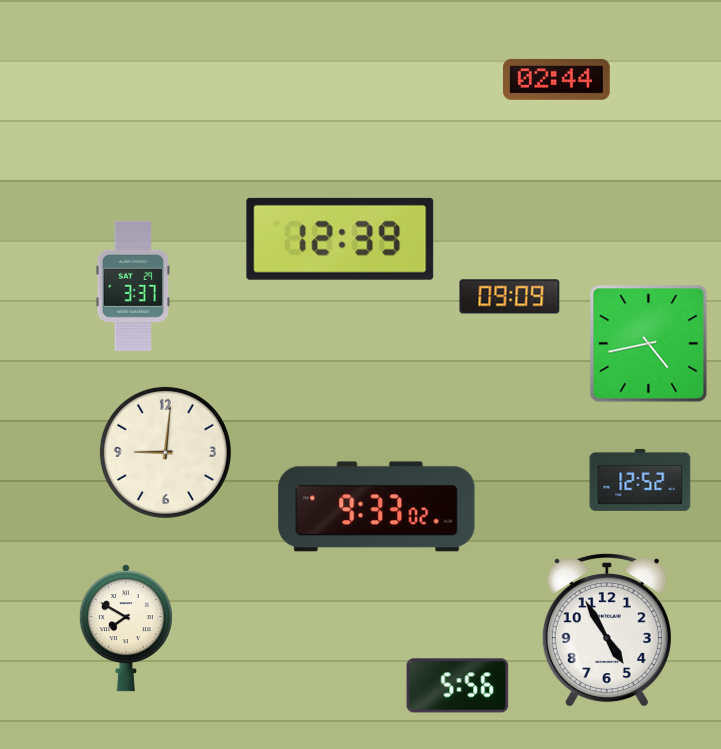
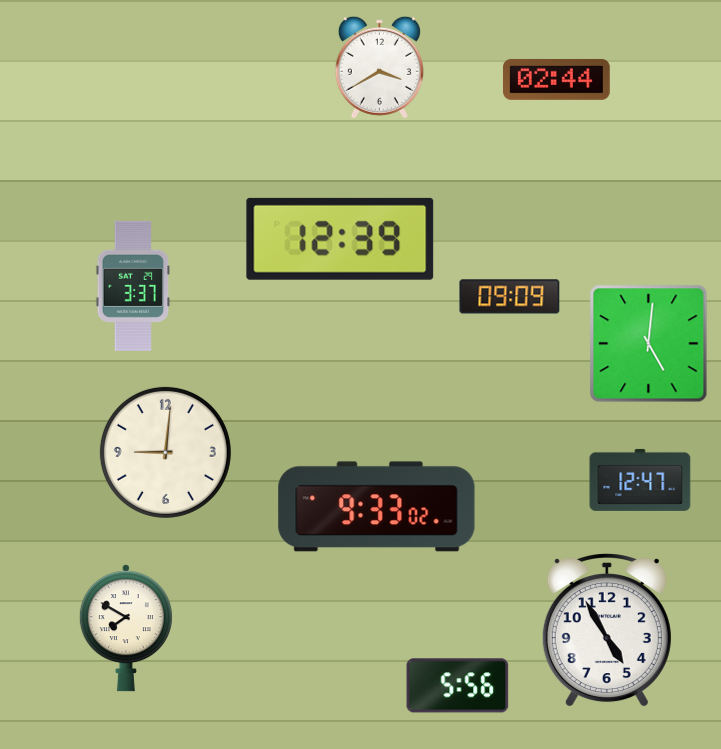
clock at (379, 67): none -> 3:40
clock at (649, 344): 4:43 -> 5:01
clock at (640, 480): 12:52 -> 12:47
